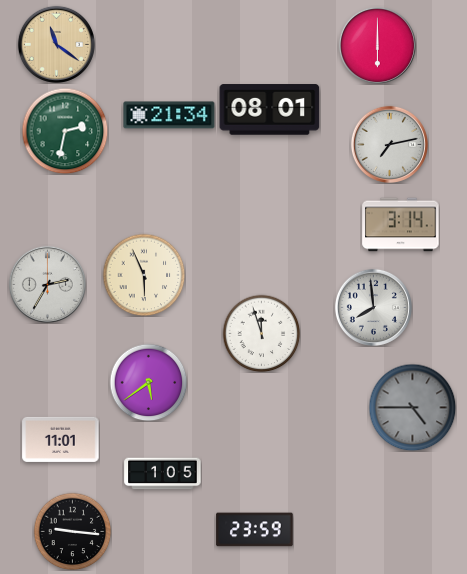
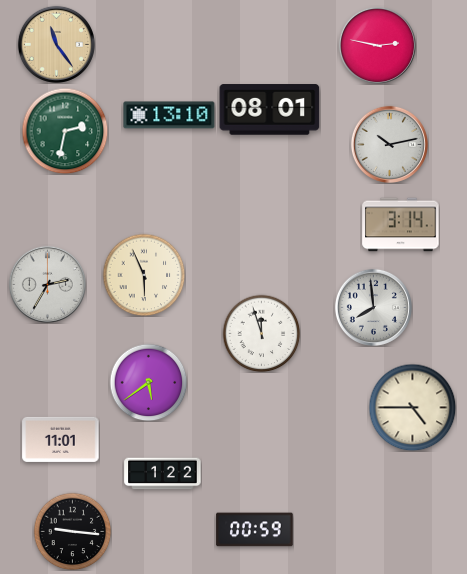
clock at (56, 44): 11:21 -> 11:24
clock at (377, 45): 6:00 -> 2:47
clock at (169, 115): 21:34 -> 13:10
clock at (389, 144): 7:13 -> 10:13
clock at (412, 407) dial: grey -> cream
clock at (163, 474): 1:05 -> 1:22
clock at (255, 530): 23:59 -> 00:59
